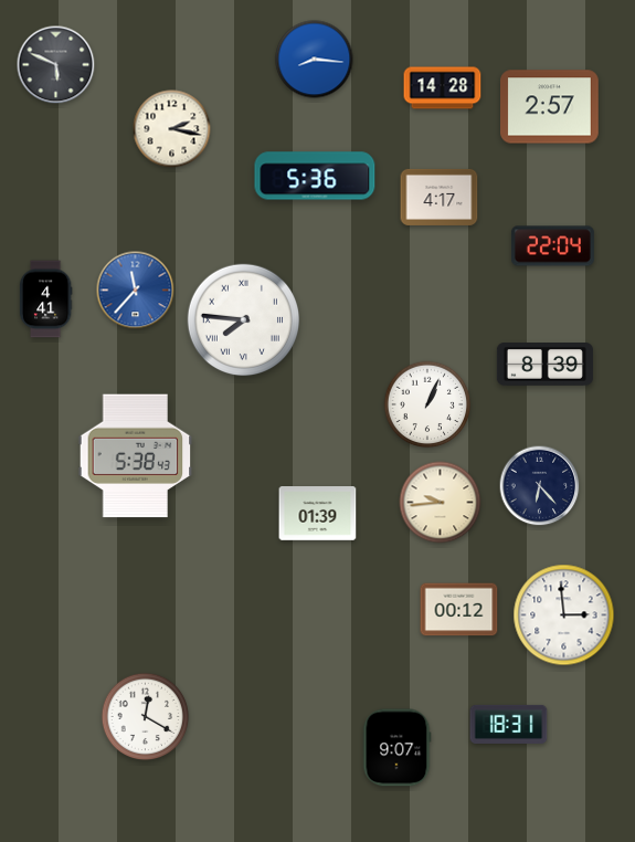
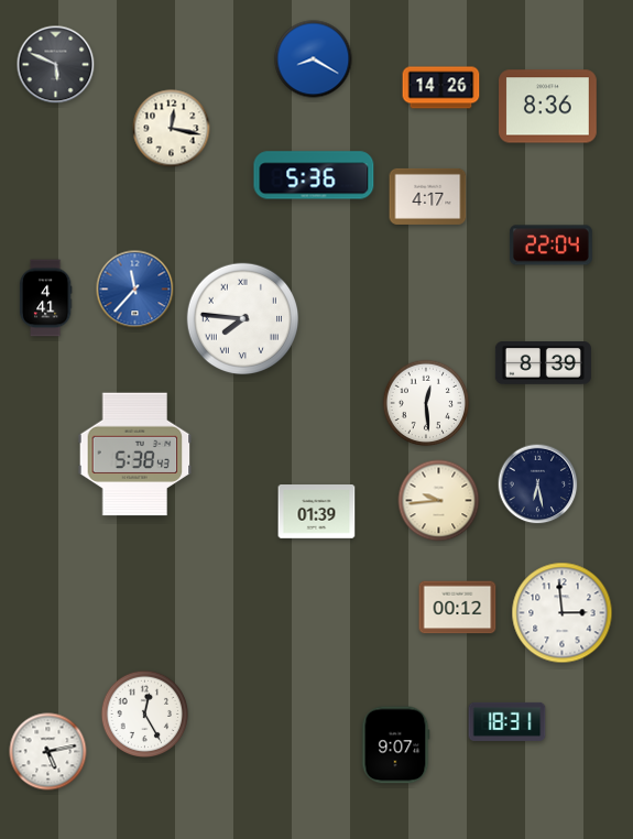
clock at (315, 60): 8:16 -> 8:20
clock at (443, 88): 14:28 -> 14:26
clock at (550, 107): 2:57 -> 8:36
clock at (172, 129): 2:17 -> 12:17
clock at (440, 197) position: (440, 197) -> (428, 196)
clock at (427, 404): 1:04 -> 12:29
clock at (540, 486): 6:23 -> 6:28
clock at (146, 717): 12:20 -> 12:25
clock at (48, 752): none -> 5:13
